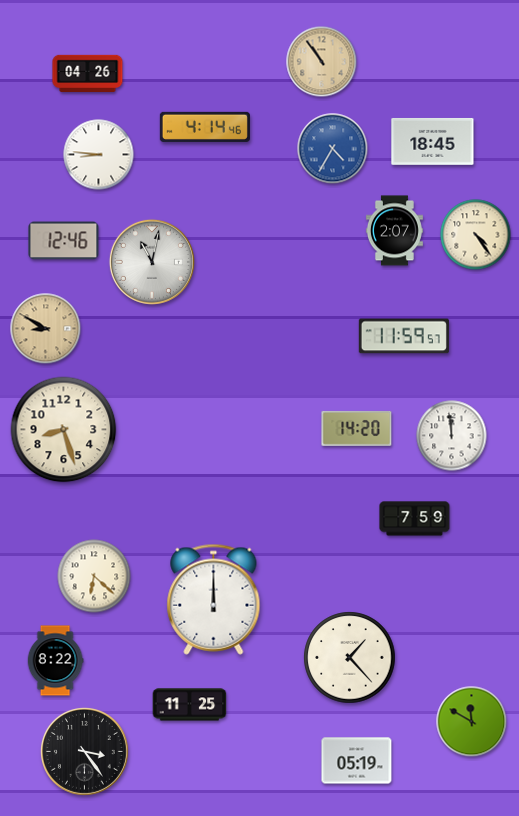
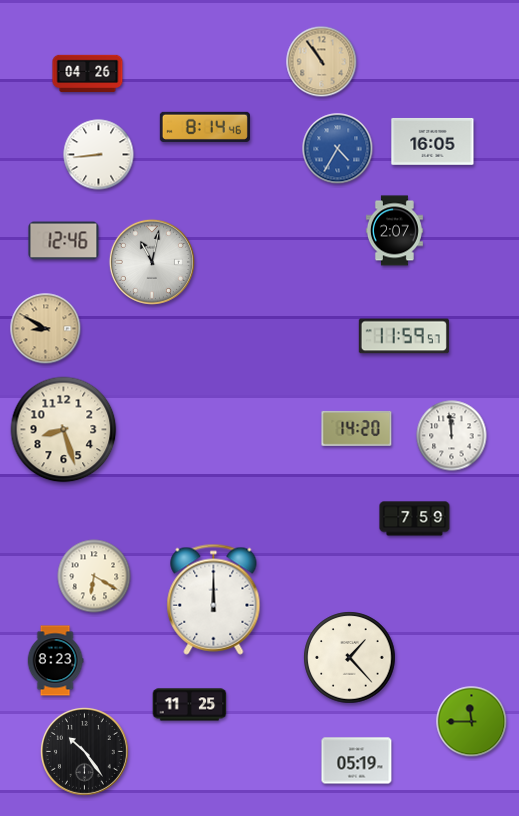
clock at (205, 127): 4:14 -> 8:14
clock at (433, 141): 18:45 -> 16:05
clock at (333, 149) position: (333, 149) -> (338, 149)
clock at (99, 155): 8:46 -> 8:44
clock at (476, 235): 4:24 -> none
clock at (94, 576): 6:22 -> 6:20
clock at (55, 661): 8:22 -> 8:23
clock at (472, 722): 11:50 -> 11:45
clock at (84, 751): 3:24 -> 10:24
